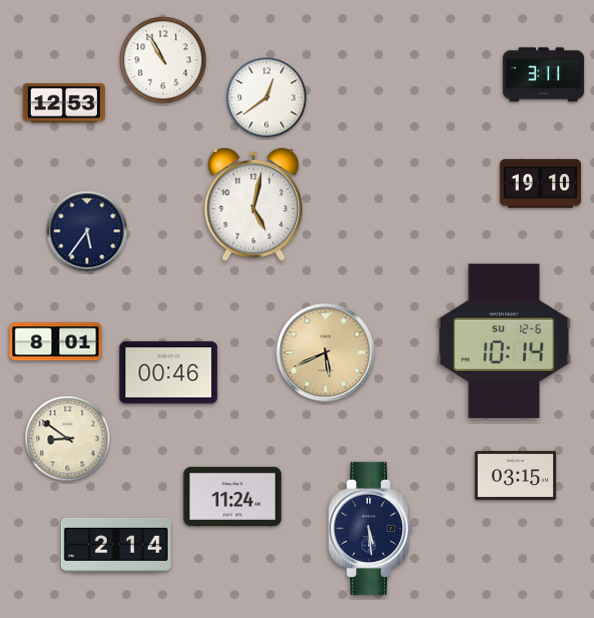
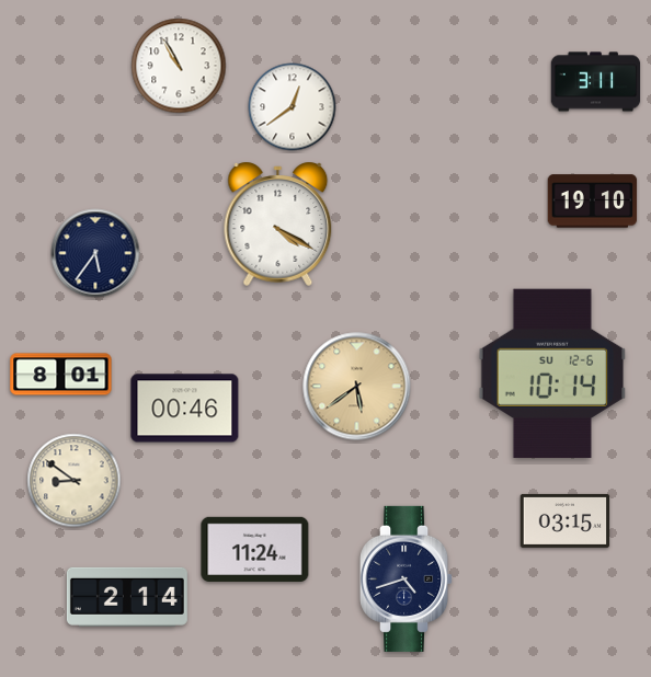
clock at (63, 103): 12:53 -> none
clock at (254, 204): 5:02 -> 4:20
clock at (326, 353): 5:41 -> 5:39
clock at (233, 496) position: (233, 496) -> (255, 549)
clock at (371, 528): 5:29 -> 4:42
